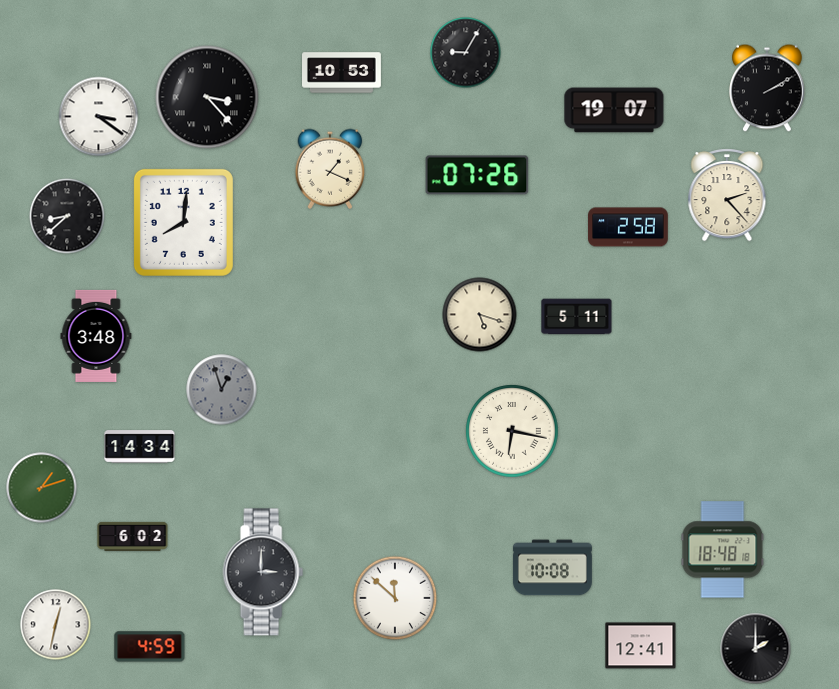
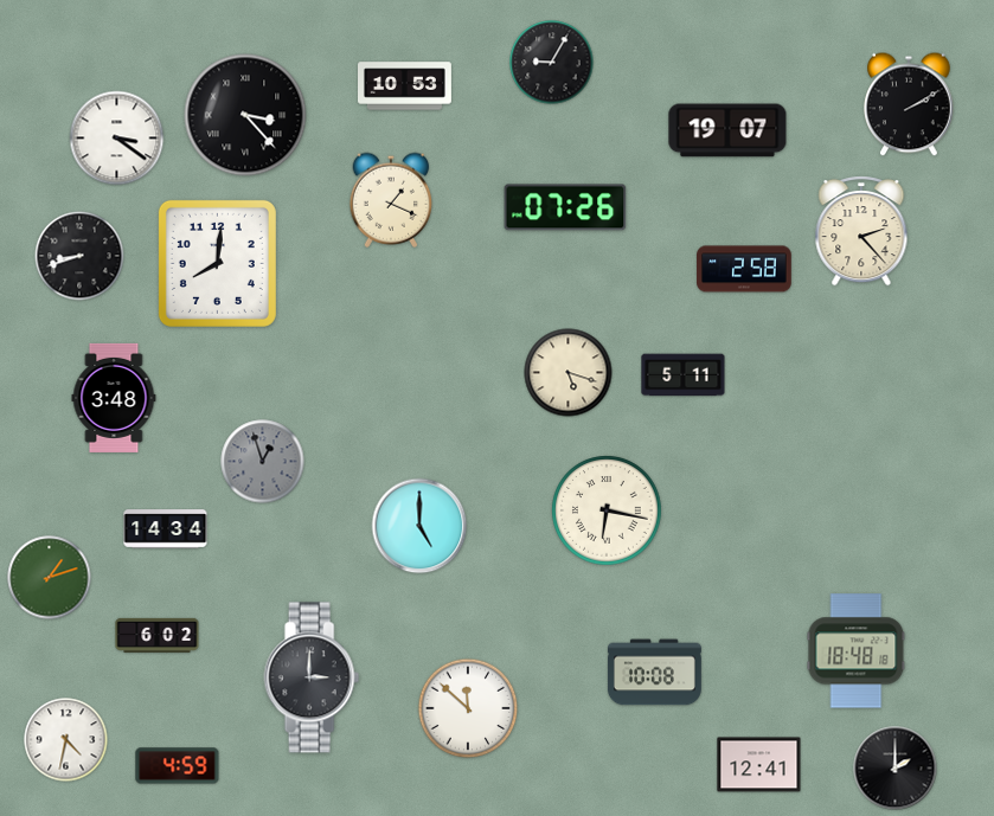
clock at (67, 216): 8:38 -> 8:42
clock at (419, 526): none -> 5:00
clock at (56, 625): 12:32 -> 4:32
